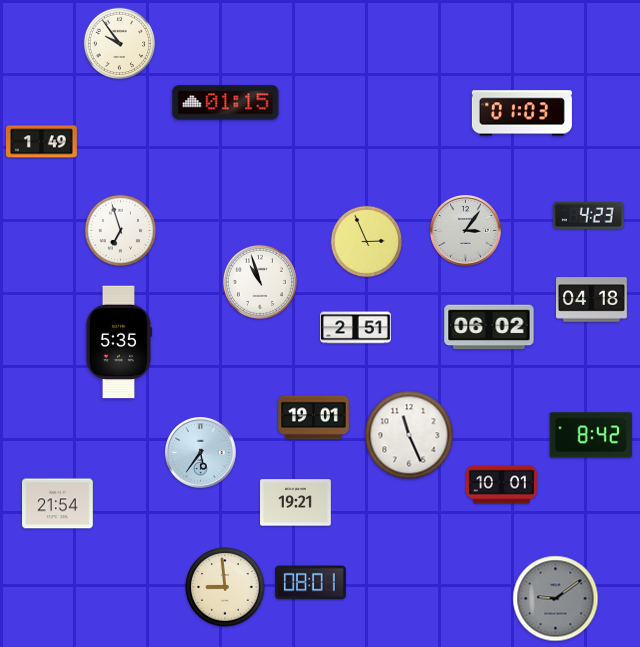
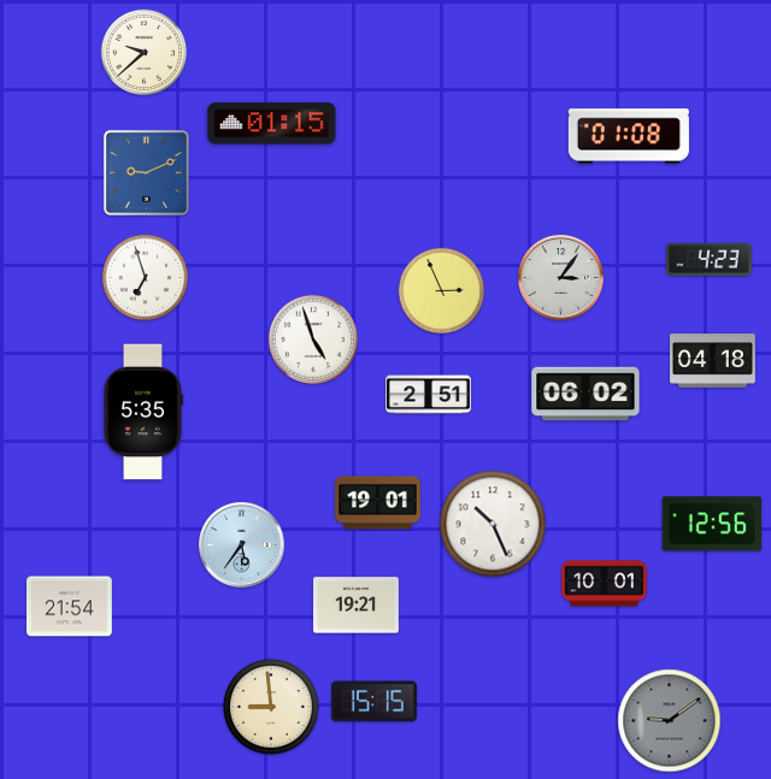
clock at (120, 44): 9:54 -> 9:38
clock at (522, 113): 01:03 -> 01:08
clock at (42, 142): 1:49 -> none
clock at (146, 172): none -> 9:11
clock at (260, 282): 10:57 -> 4:57
clock at (489, 327) position: (489, 327) -> (585, 394)
clock at (409, 435): 11:26 -> 10:26
clock at (591, 435): 8:42 -> 12:56
clock at (311, 583): 08:01 -> 15:15
